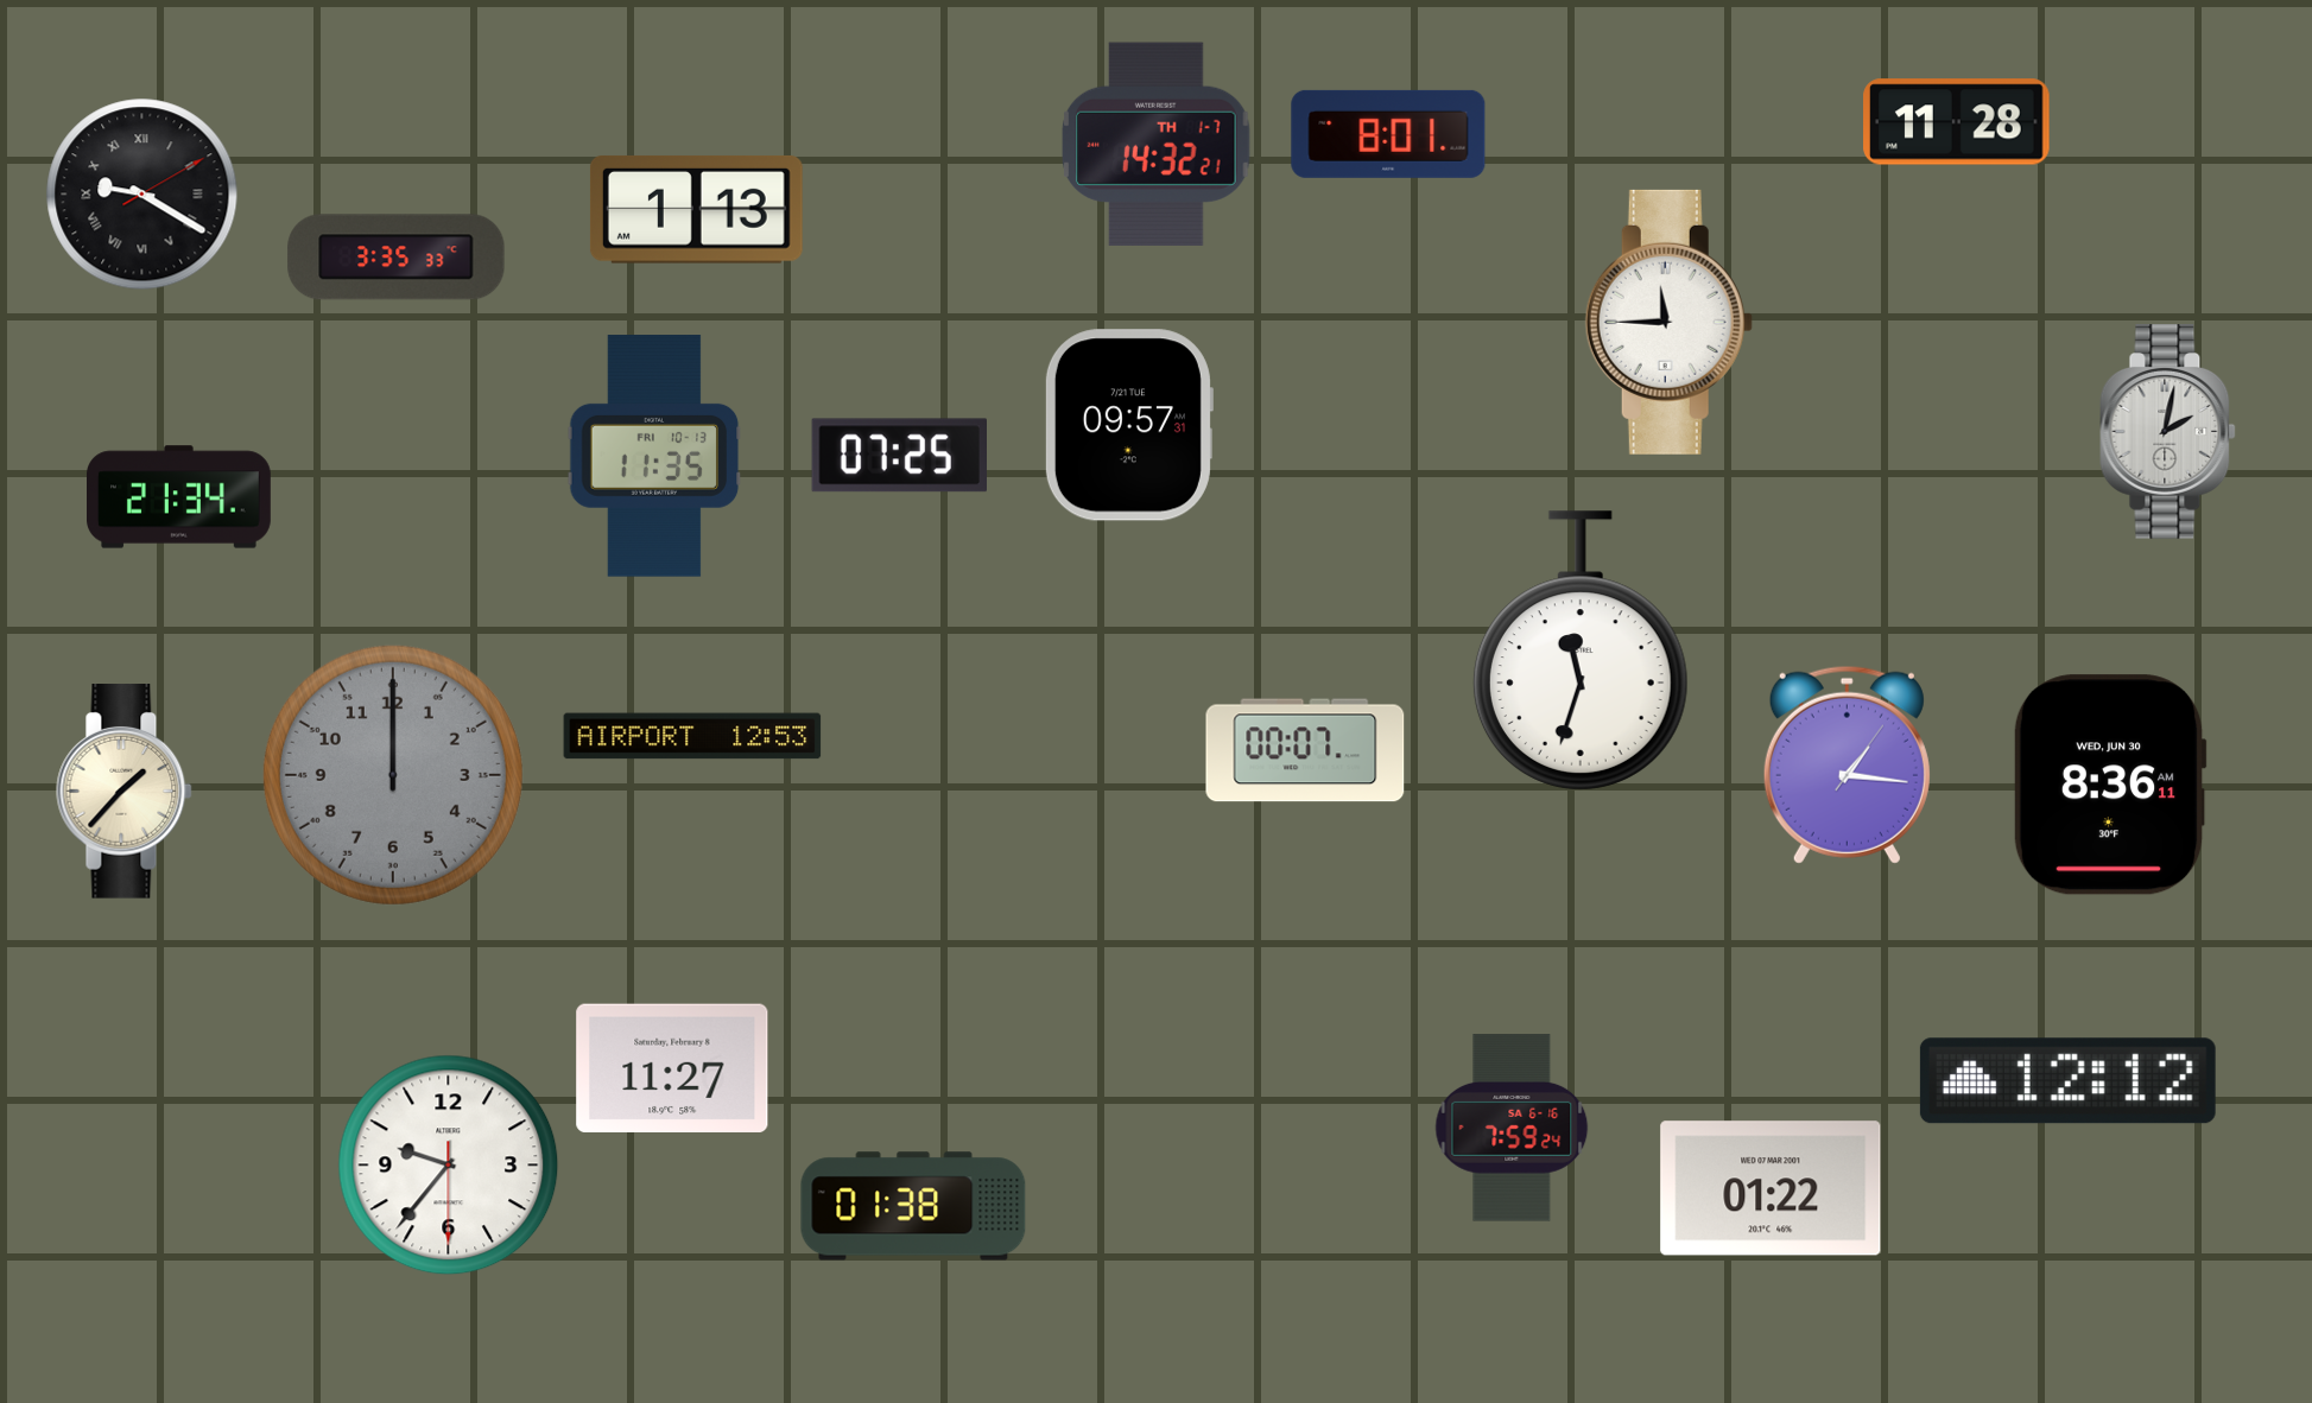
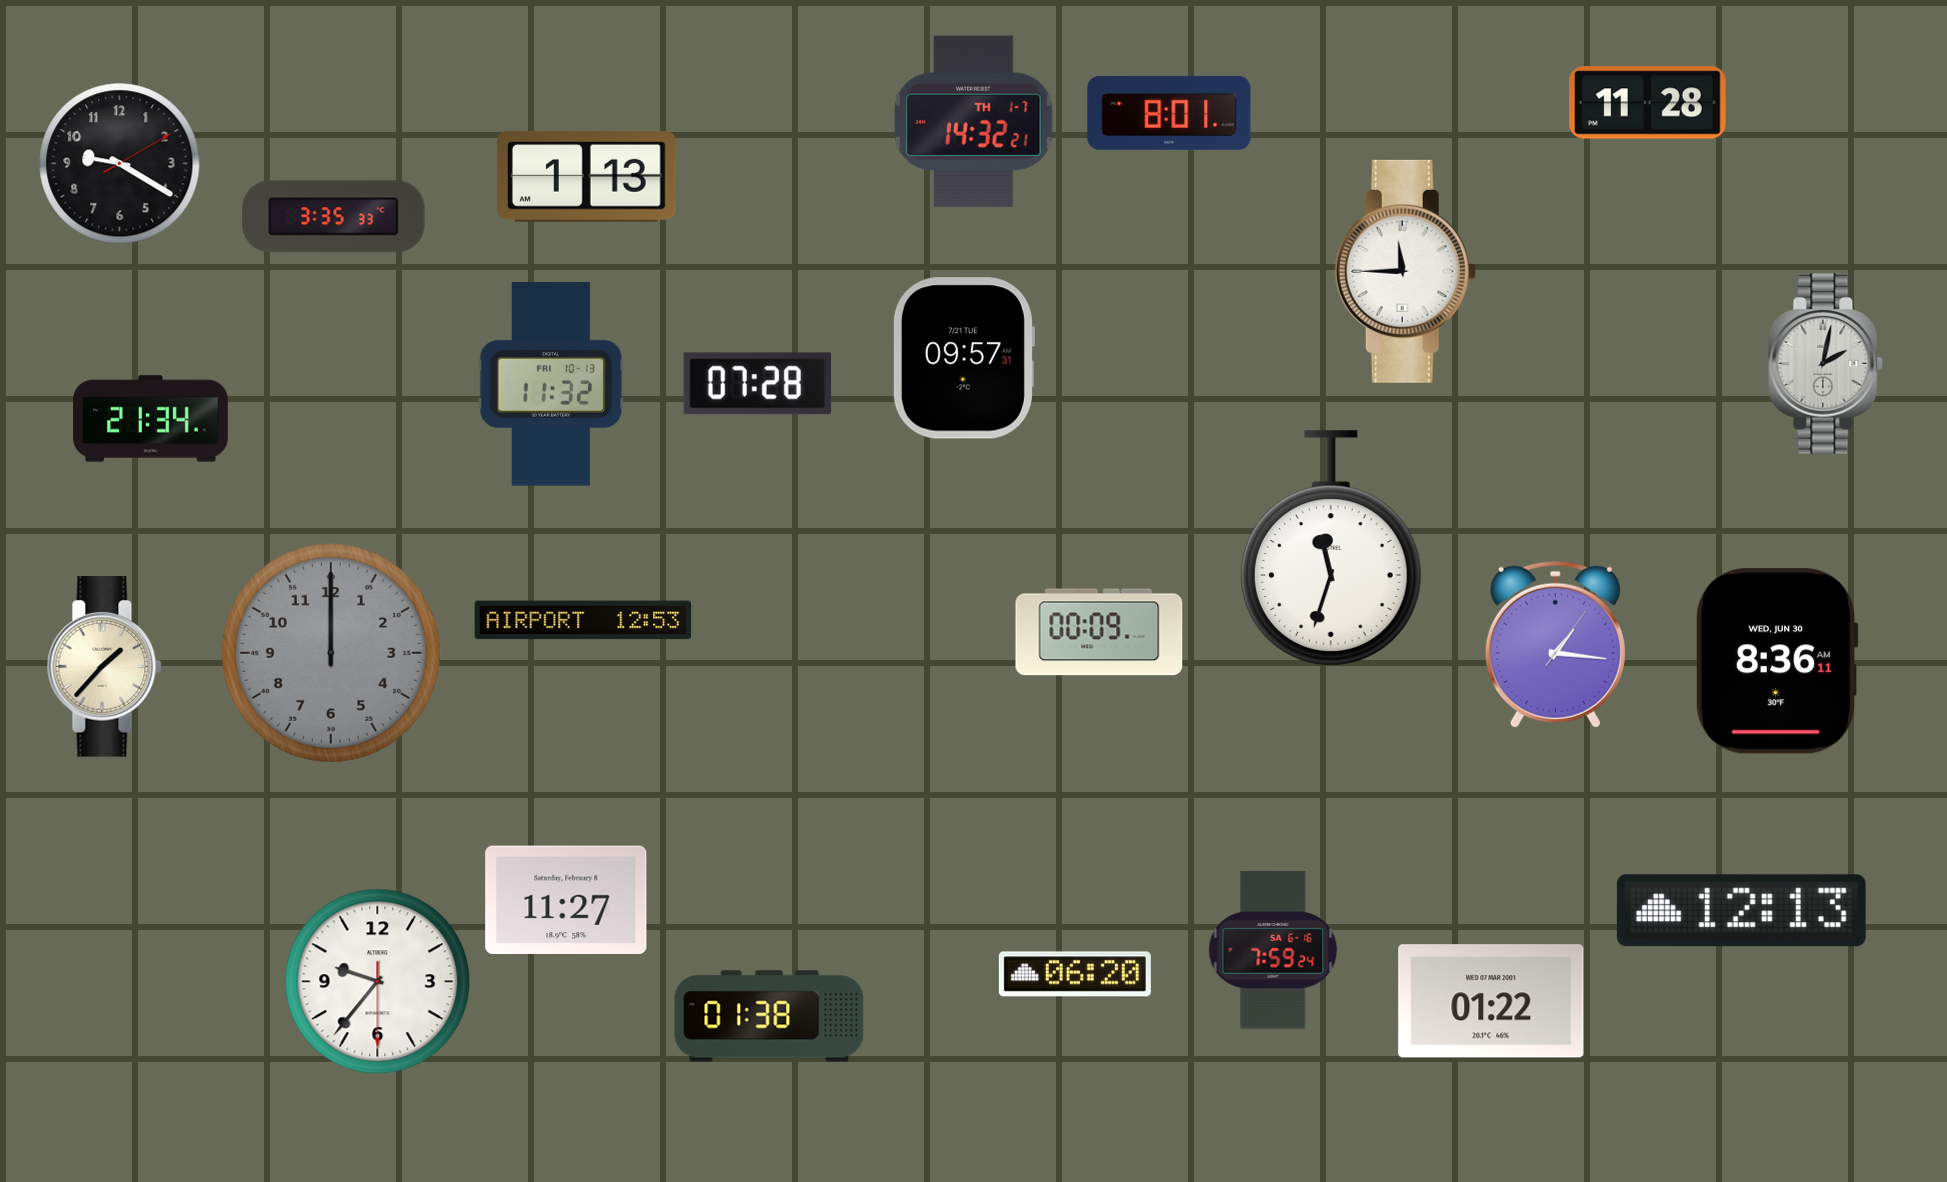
clock at (142, 195) numerals: Roman -> Arabic
clock at (1128, 425) position: (1128, 425) -> (963, 358)
clock at (654, 456): 11:35 -> 11:32
clock at (899, 456): 07:25 -> 07:28
clock at (1305, 750): 00:07 -> 00:09
clock at (2067, 1081): 12:12 -> 12:13
clock at (1075, 974): none -> 06:20
